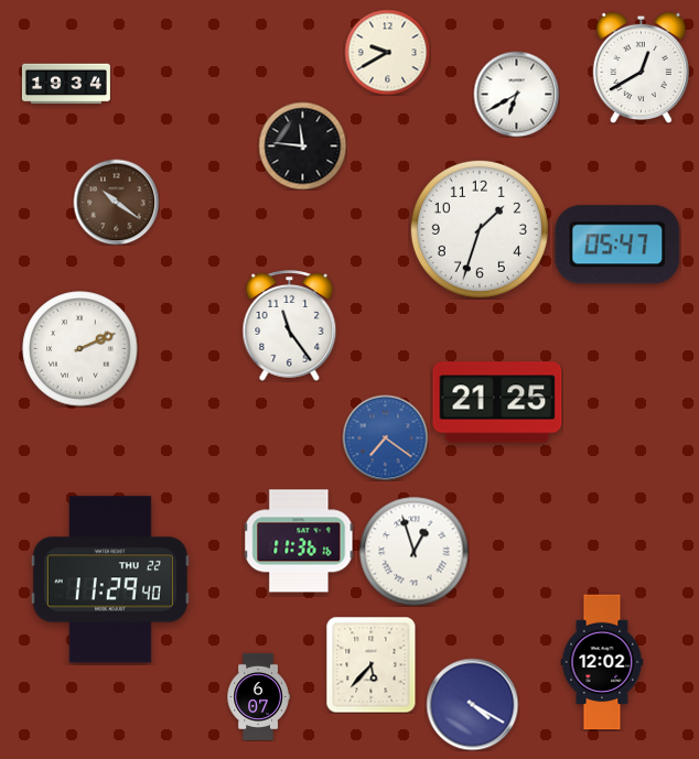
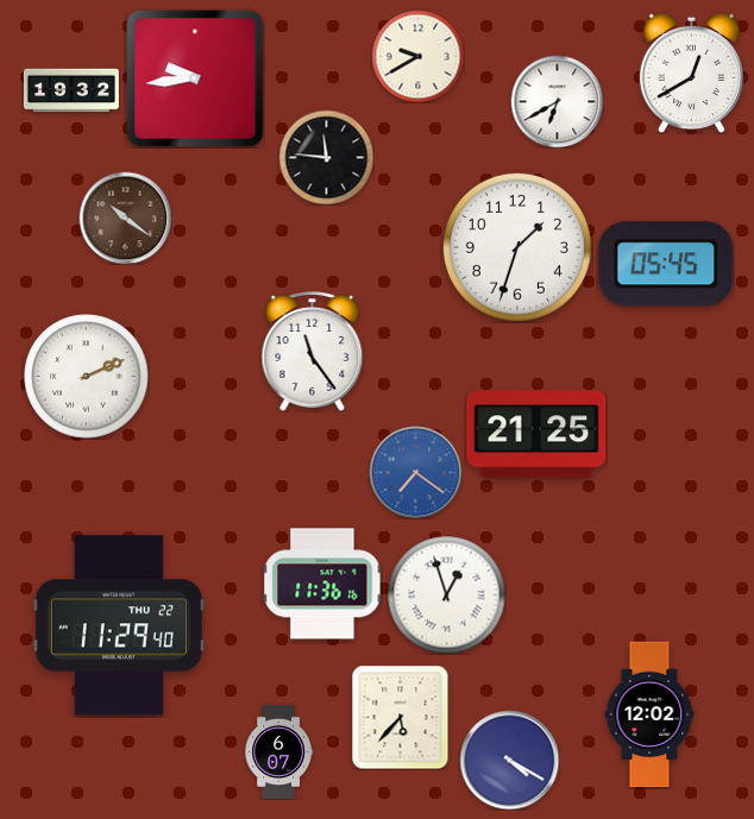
clock at (195, 78): none -> 9:44
clock at (66, 84): 19:34 -> 19:32
clock at (617, 245): 05:47 -> 05:45
